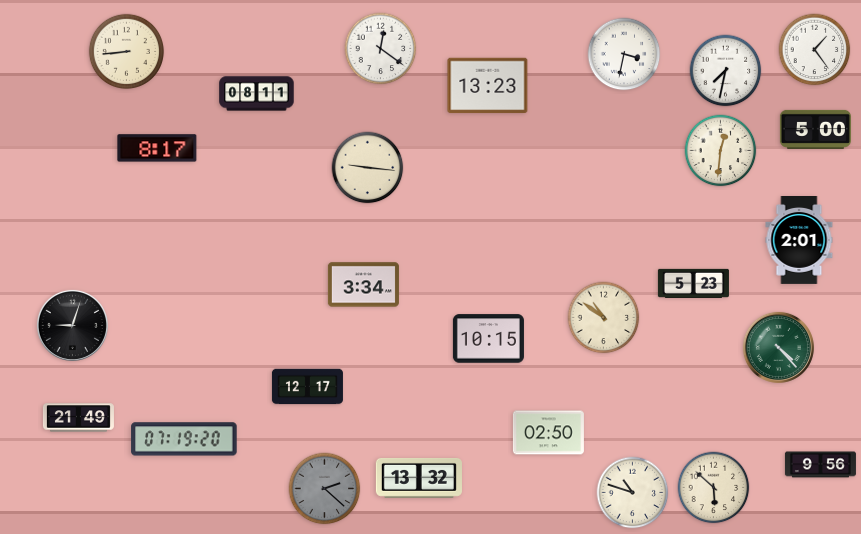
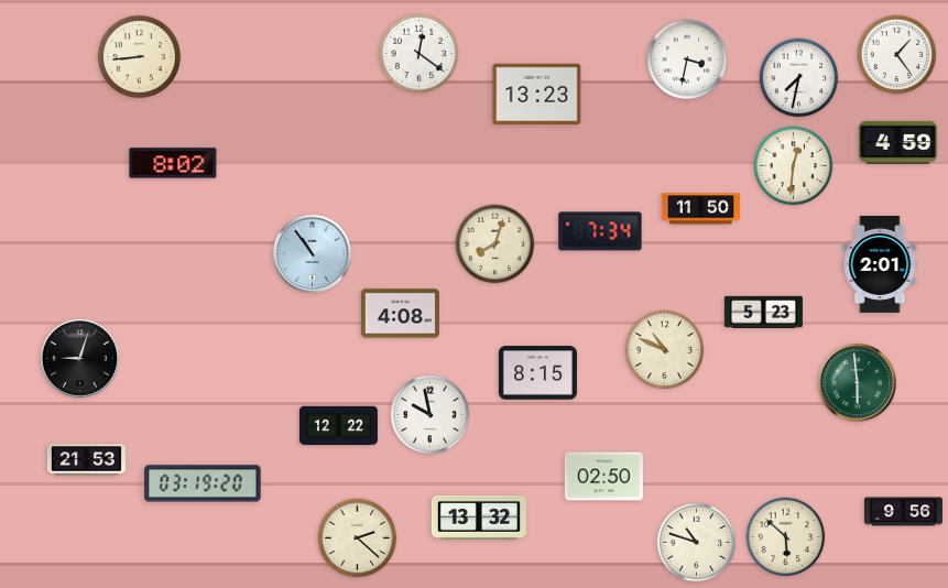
clock at (257, 94): 08:11 -> none
clock at (815, 129): 5:00 -> 4:59
clock at (157, 148): 8:17 -> 8:02
clock at (368, 168): 9:16 -> none
clock at (700, 209): none -> 11:50
clock at (600, 231): none -> 7:34
clock at (495, 244): none -> 8:03
clock at (312, 253): none -> 10:54
clock at (363, 285): 3:34 -> 4:08
clock at (604, 318): 10:51 -> 10:49
clock at (488, 339): 10:15 -> 8:15
clock at (778, 347): 4:23 -> 5:59
clock at (431, 415): none -> 9:58
clock at (307, 387): 12:17 -> 12:22
clock at (78, 418): 21:49 -> 21:53
clock at (184, 439): 07:19 -> 03:19
clock at (419, 478) position: (419, 478) -> (479, 518)
clock at (325, 489) dial: grey -> cream
